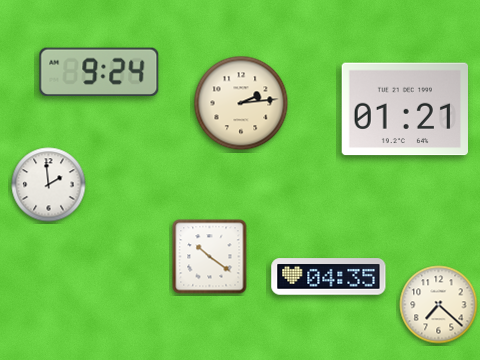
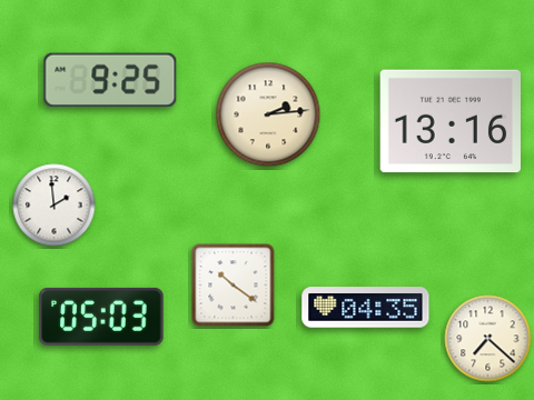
clock at (99, 72): 9:24 -> 9:25
clock at (404, 109): 01:21 -> 13:16
clock at (101, 317): none -> 05:03
